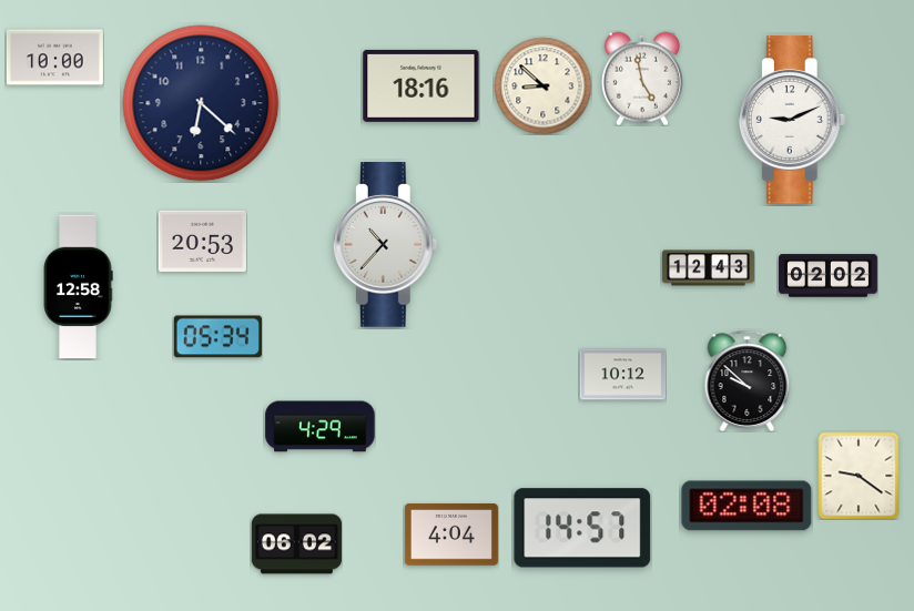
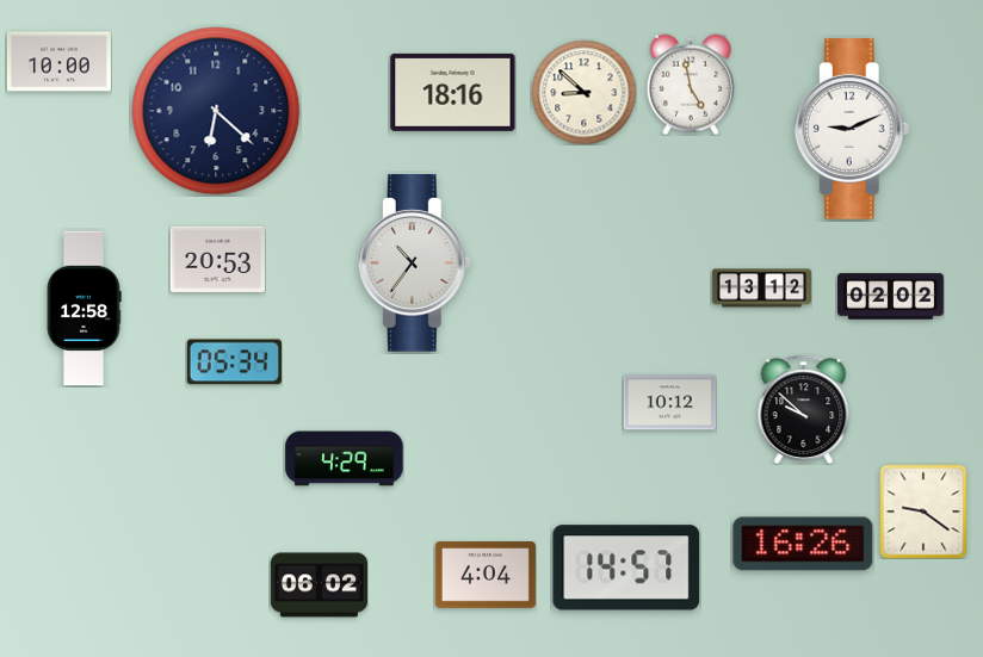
clock at (385, 245): 10:37 -> 10:36
clock at (708, 268): 12:43 -> 13:12
clock at (747, 506): 02:08 -> 16:26
